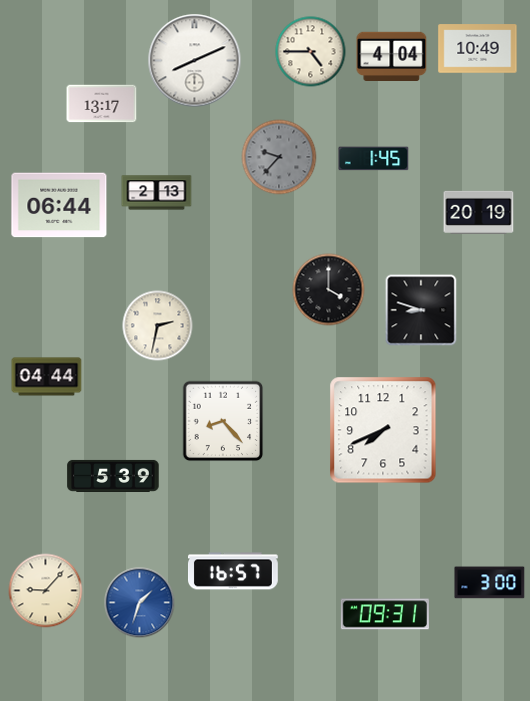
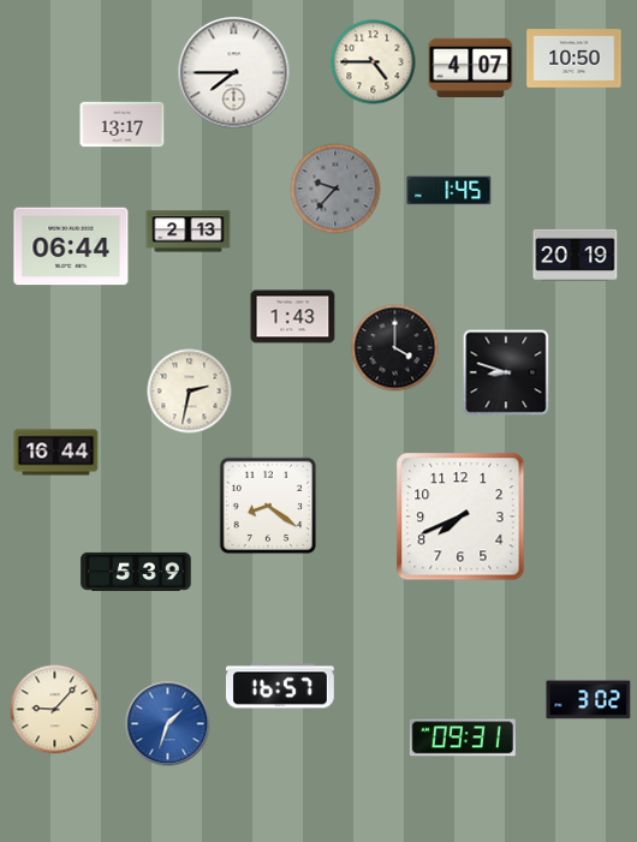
clock at (478, 49): 10:49 -> 10:50
clock at (392, 57): 4:04 -> 4:07
clock at (195, 61): 8:11 -> 7:45
clock at (293, 317): none -> 1:43
clock at (47, 377): 04:44 -> 16:44
clock at (223, 421): 8:23 -> 8:21
clock at (490, 583): 3:00 -> 3:02
